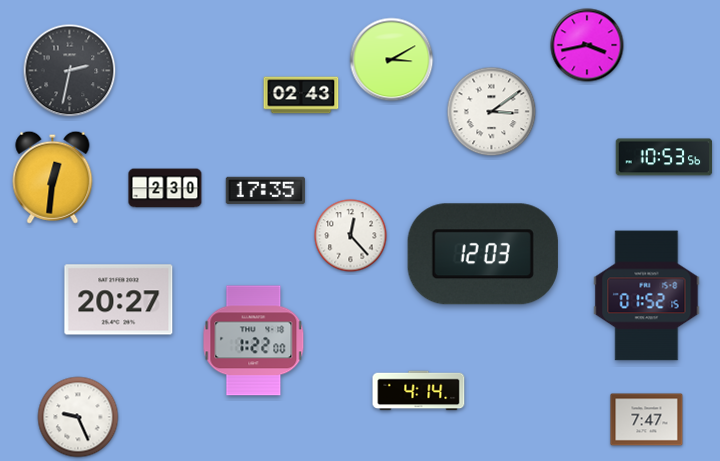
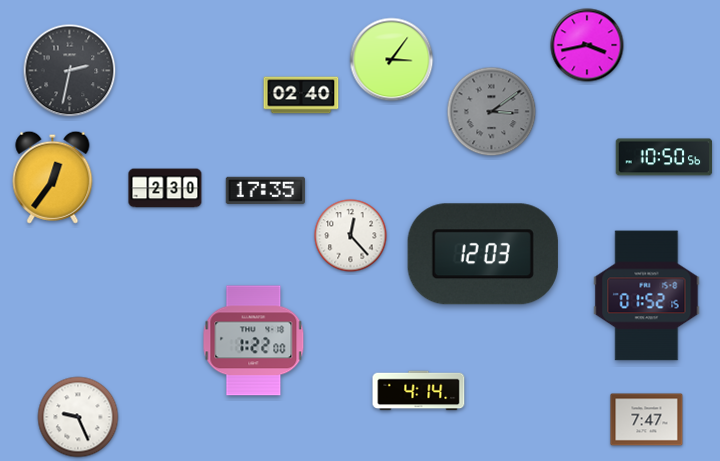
clock at (392, 60): 3:10 -> 3:06
clock at (301, 95): 02:43 -> 02:40
clock at (492, 112) dial: white -> grey
clock at (664, 157): 10:53 -> 10:50
clock at (53, 177): 12:31 -> 12:36
clock at (119, 300): 20:27 -> none
